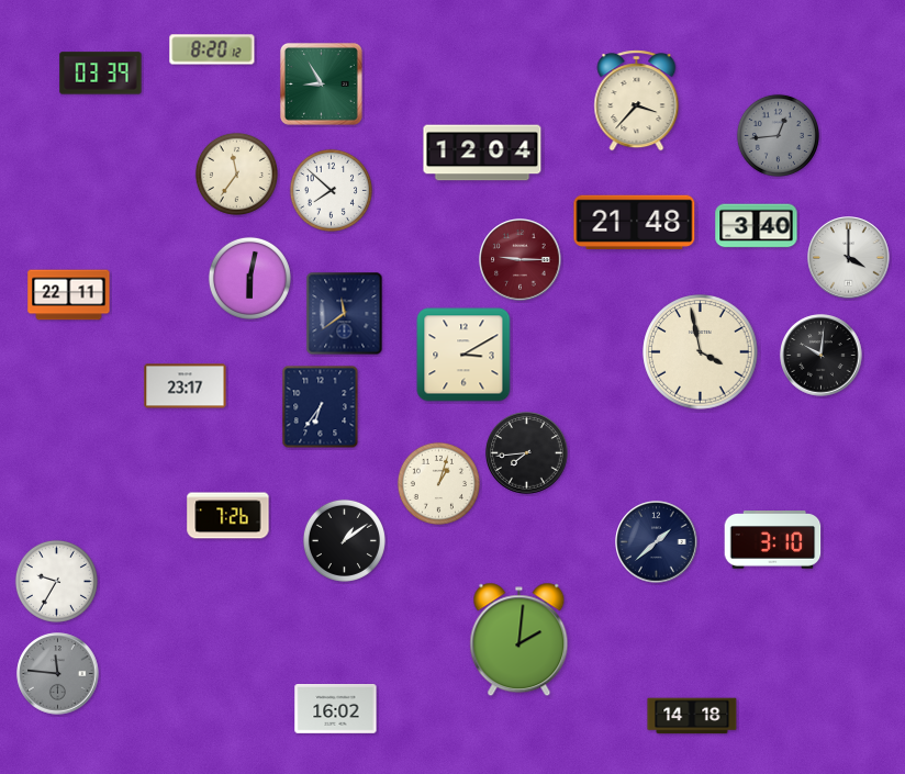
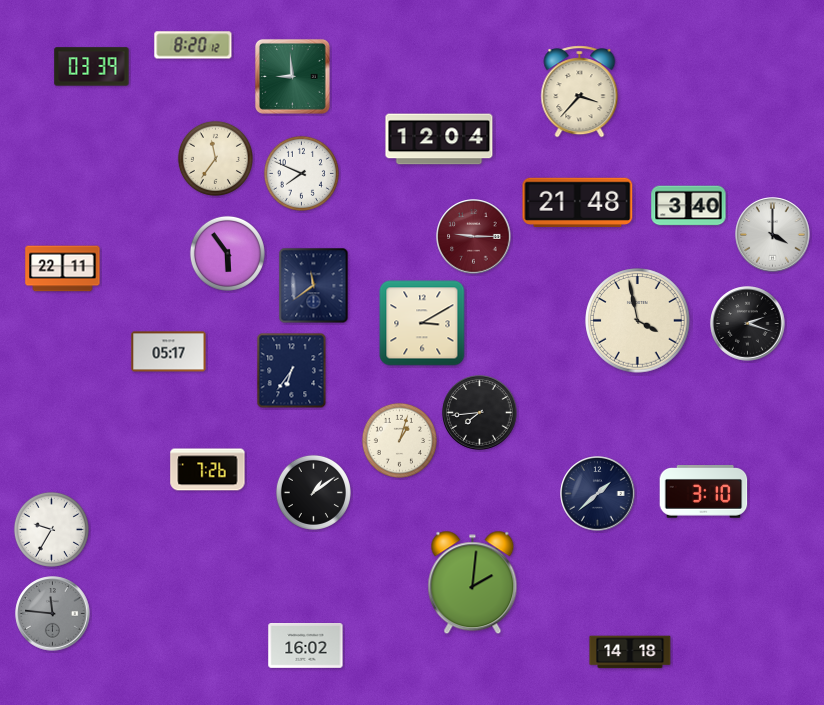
clock at (321, 83): 8:55 -> 8:59
clock at (778, 135): 12:44 -> none
clock at (331, 190): 7:52 -> 7:49
clock at (249, 278): 6:02 -> 5:54
clock at (822, 356): 10:01 -> 2:18
clock at (186, 386): 23:17 -> 05:17
